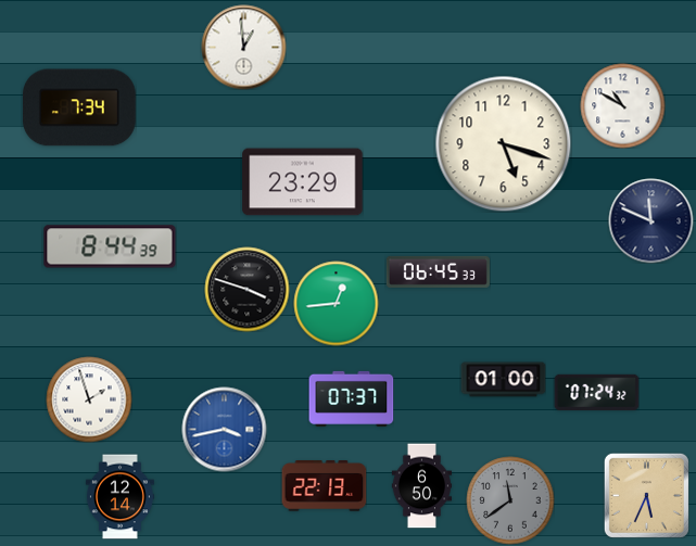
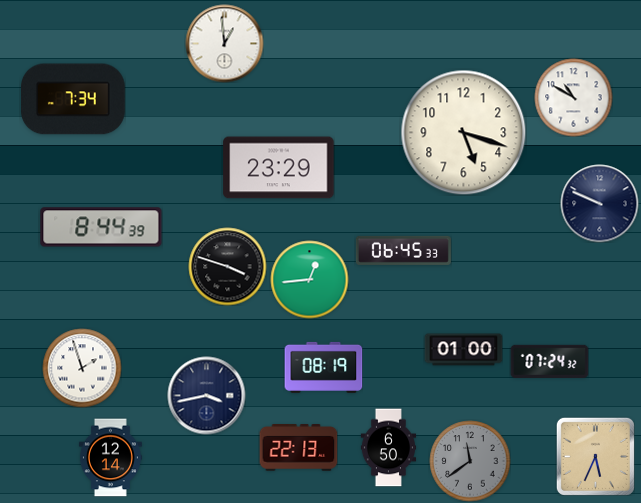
clock at (650, 220): 11:49 -> 9:49
clock at (351, 398): 07:37 -> 08:19
clock at (224, 429) dial: blue -> navy
